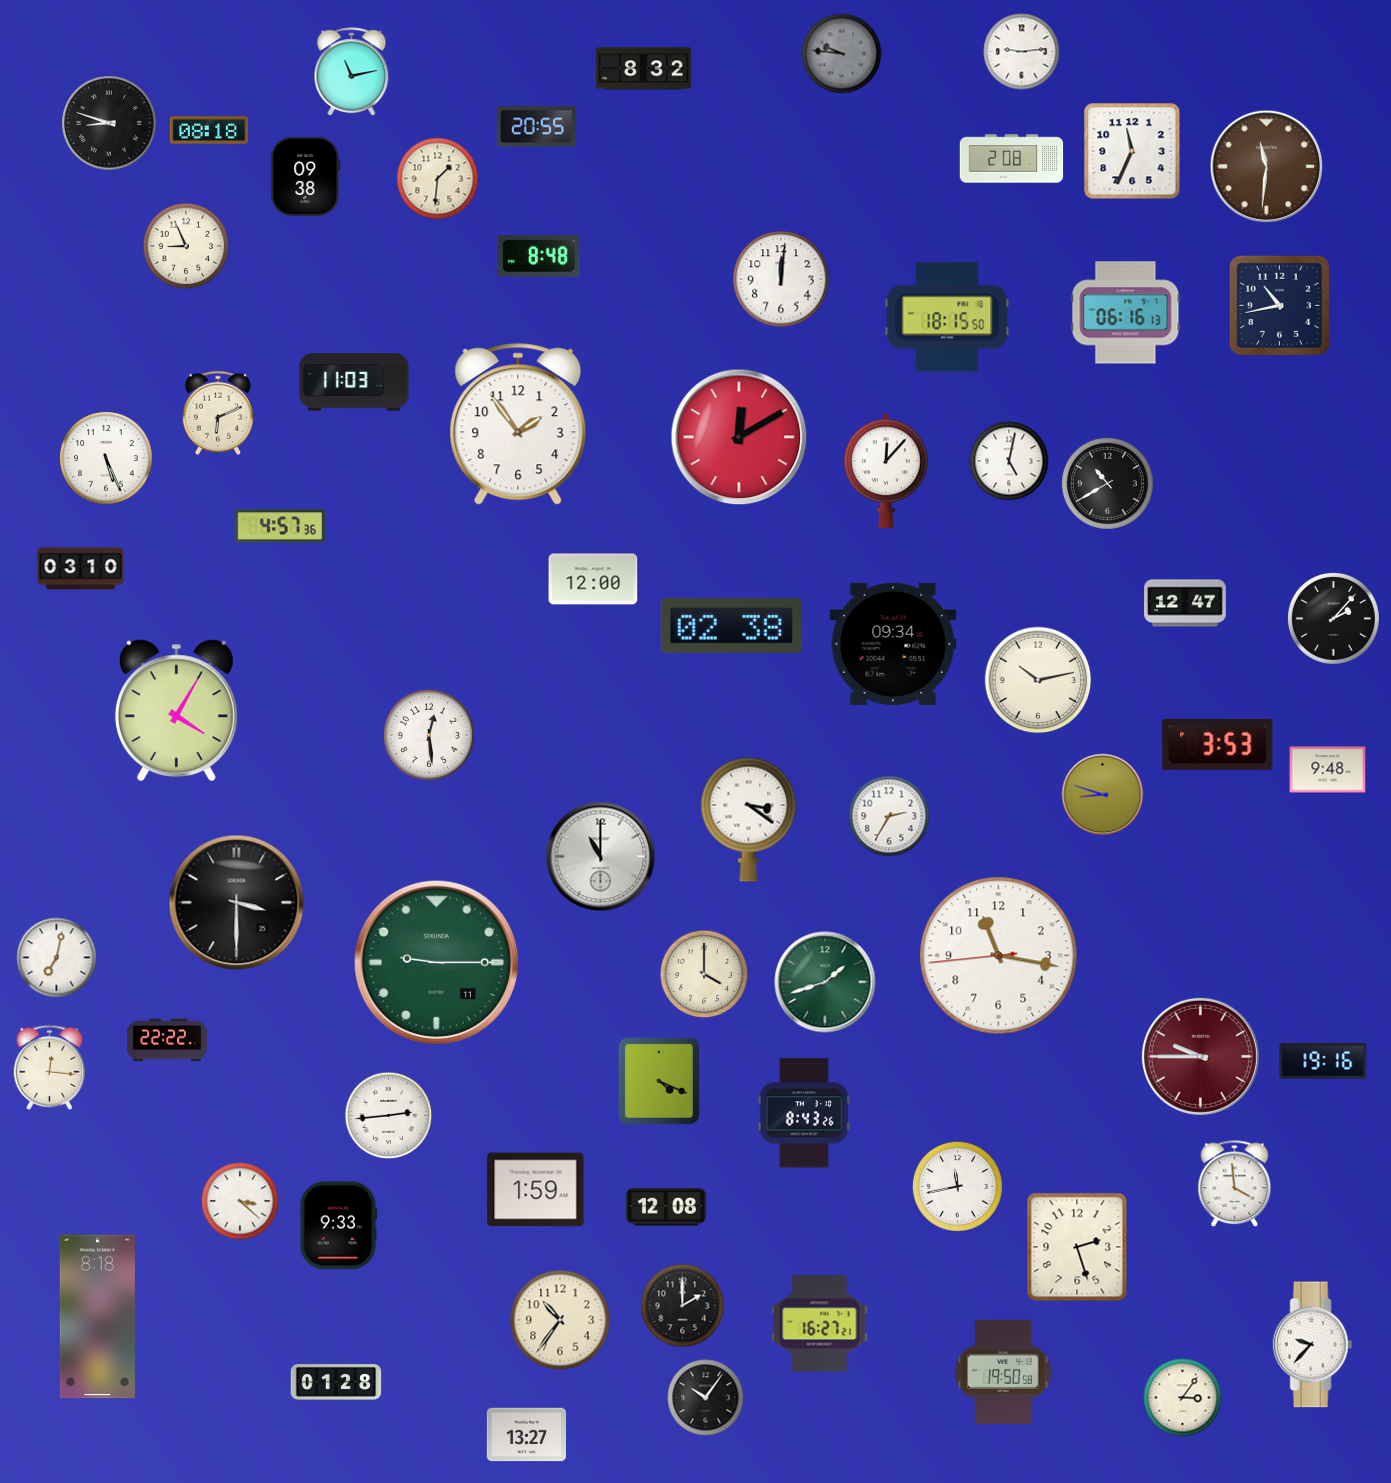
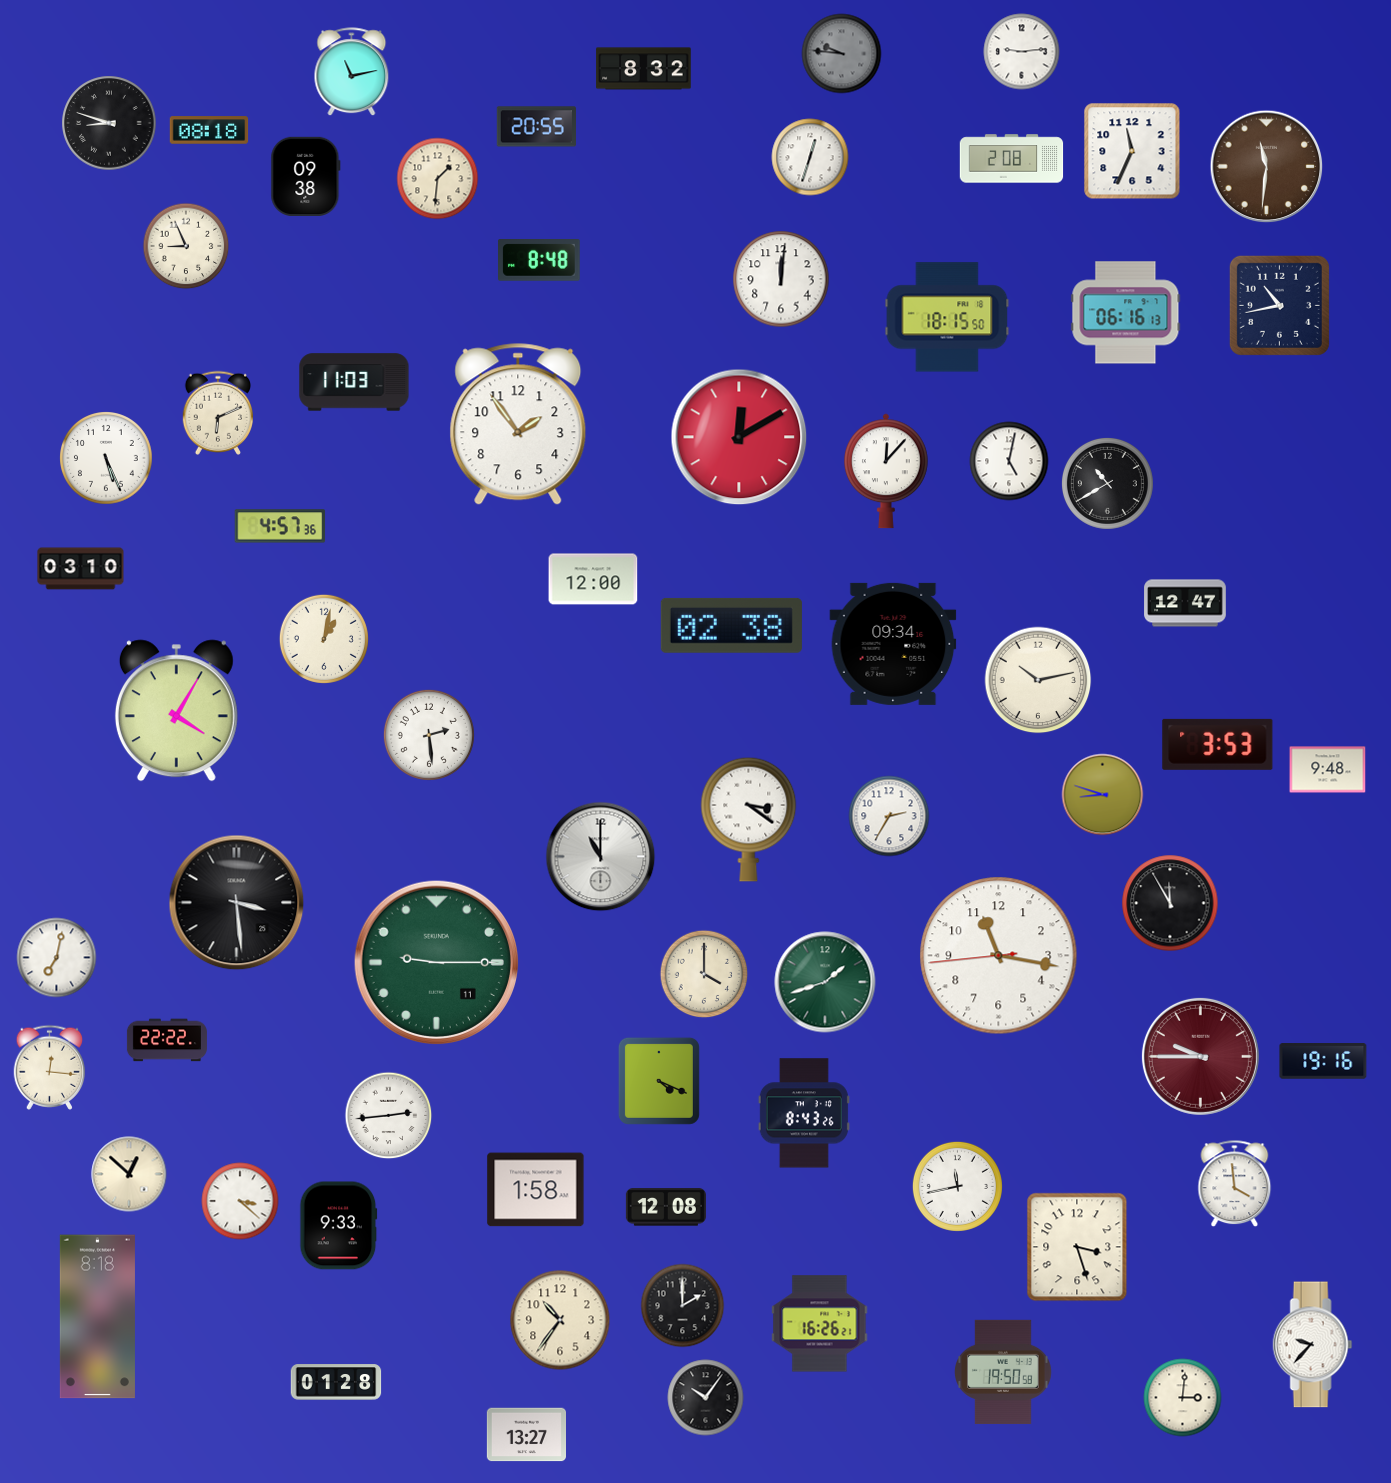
clock at (810, 157): none -> 12:33
clock at (540, 257) position: (540, 257) -> (540, 261)
clock at (1333, 618): 2:07 -> none
clock at (324, 639): none -> 1:02
clock at (429, 735): 12:29 -> 2:29
clock at (237, 903): 3:30 -> 3:29
clock at (1170, 903): none -> 11:55
clock at (129, 1174): none -> 12:52
clock at (536, 1190): 1:59 -> 1:58
clock at (1077, 1247): 2:27 -> 3:27
clock at (820, 1324): 16:27 -> 16:26
clock at (1183, 1398): 3:06 -> 3:01
